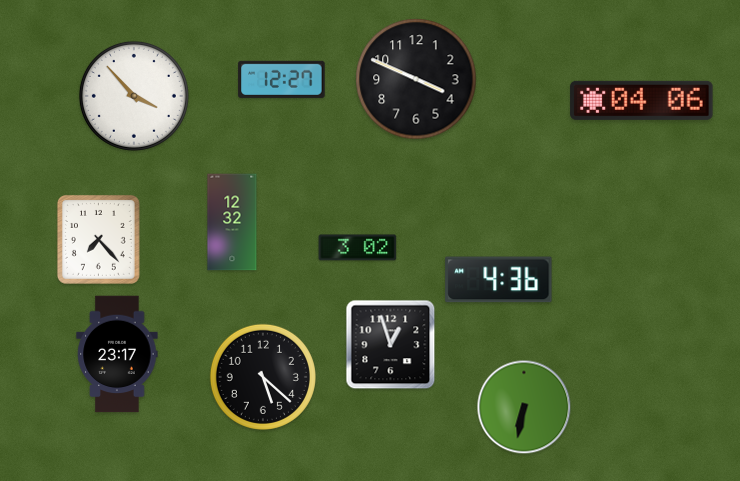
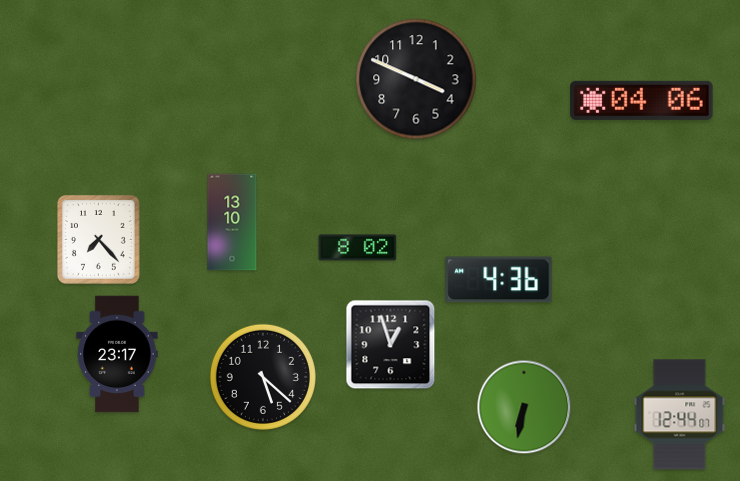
clock at (282, 79): 12:27 -> none
clock at (134, 96): 3:53 -> none
clock at (232, 222): 12:32 -> 13:10
clock at (358, 248): 3:02 -> 8:02
clock at (680, 415): none -> 12:44
